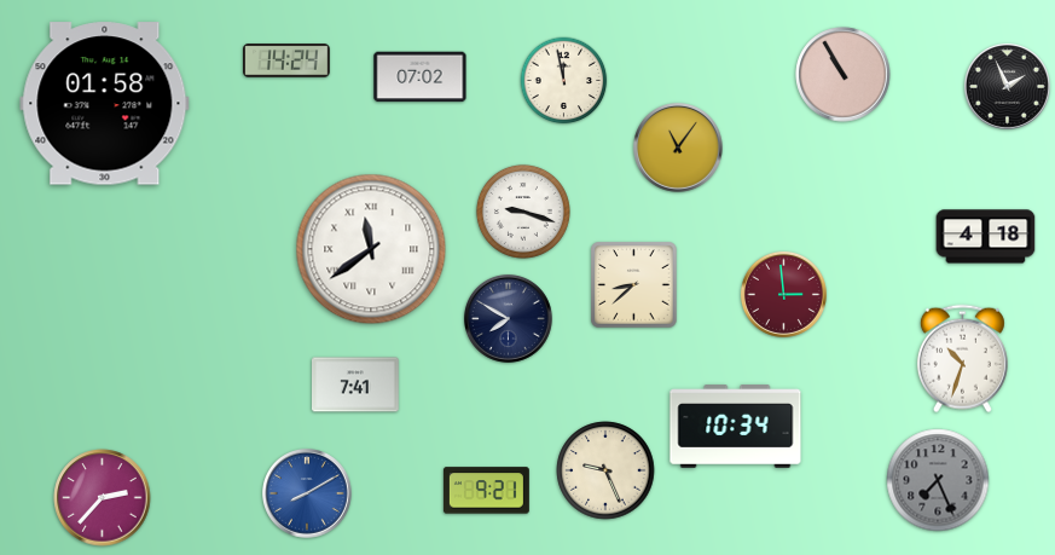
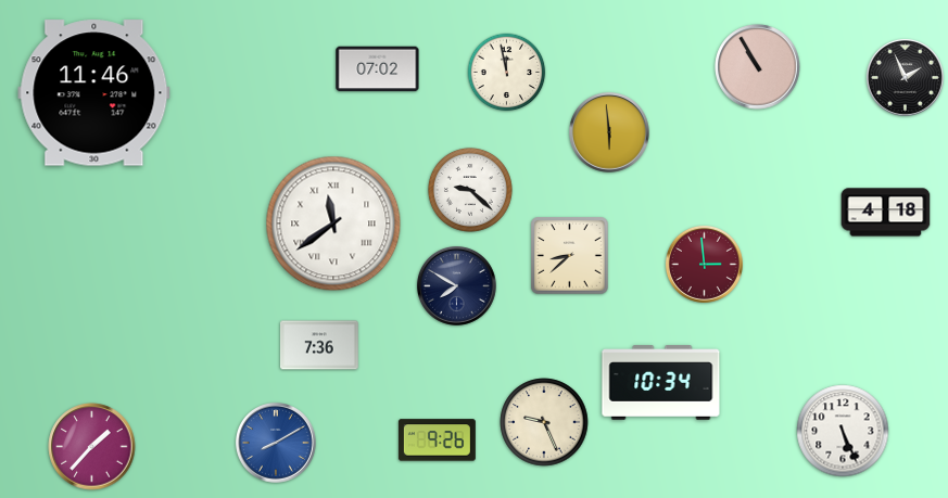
clock at (288, 60): 14:24 -> none
clock at (105, 104): 01:58 -> 11:46
clock at (679, 149): 11:06 -> 5:59
clock at (523, 212): 9:18 -> 9:22
clock at (962, 359): 10:33 -> none
clock at (357, 385): 7:41 -> 7:36
clock at (938, 480): 7:26 -> 5:26
clock at (938, 480) dial: grey -> white
clock at (486, 491): 9:21 -> 9:26
clock at (103, 498): 2:37 -> 1:37
